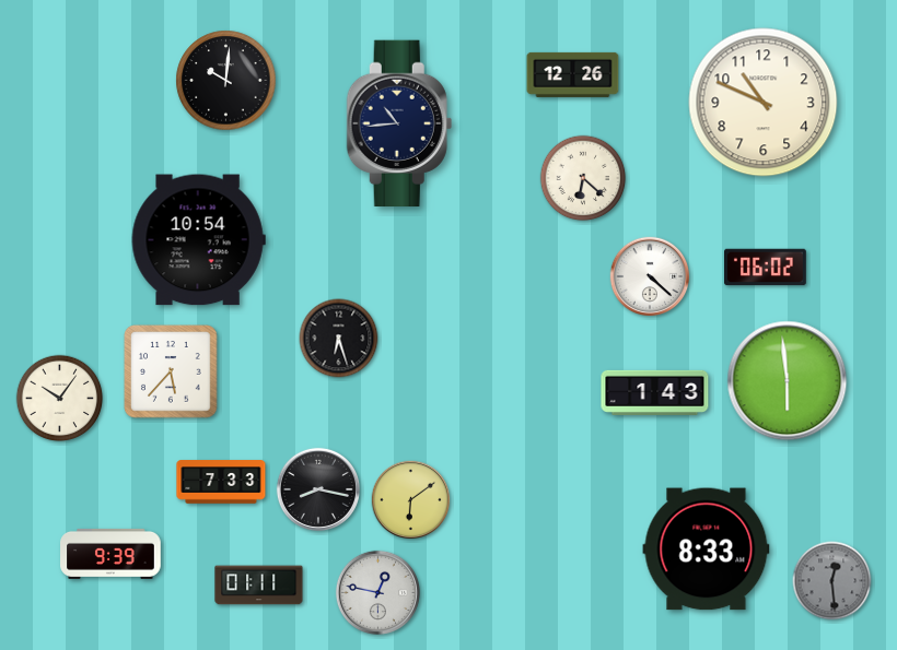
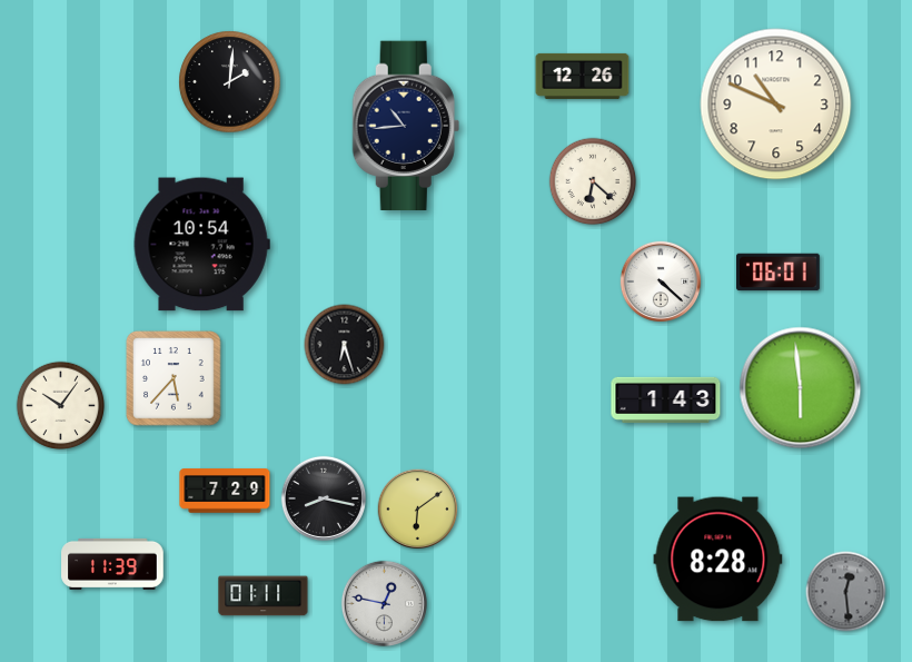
clock at (226, 81): 10:01 -> 2:01
clock at (766, 268): 06:02 -> 06:01
clock at (221, 482): 7:33 -> 7:29
clock at (707, 549): 8:33 -> 8:28
clock at (110, 554): 9:39 -> 11:39
